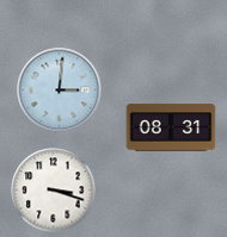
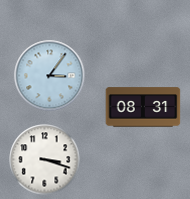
clock at (60, 91): 3:01 -> 3:06
